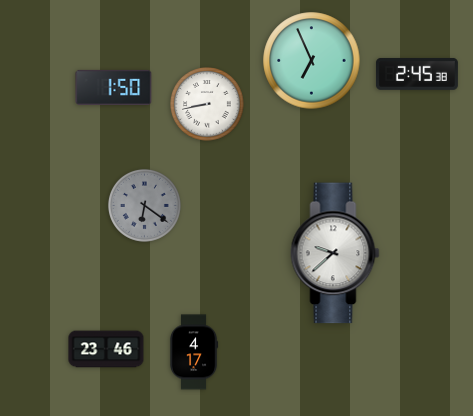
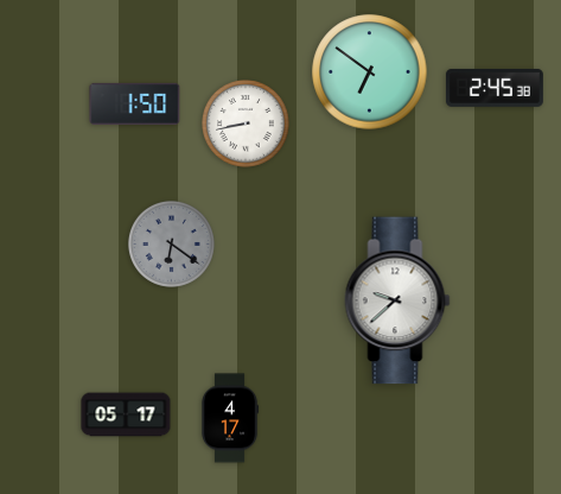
clock at (312, 61): 6:56 -> 6:51
clock at (106, 349): 23:46 -> 05:17
